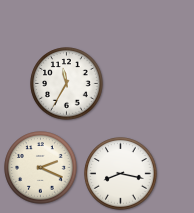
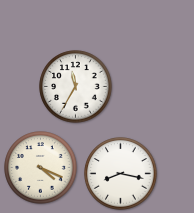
clock at (67, 84) position: (67, 84) -> (76, 87)
clock at (41, 168): 2:19 -> 4:19
